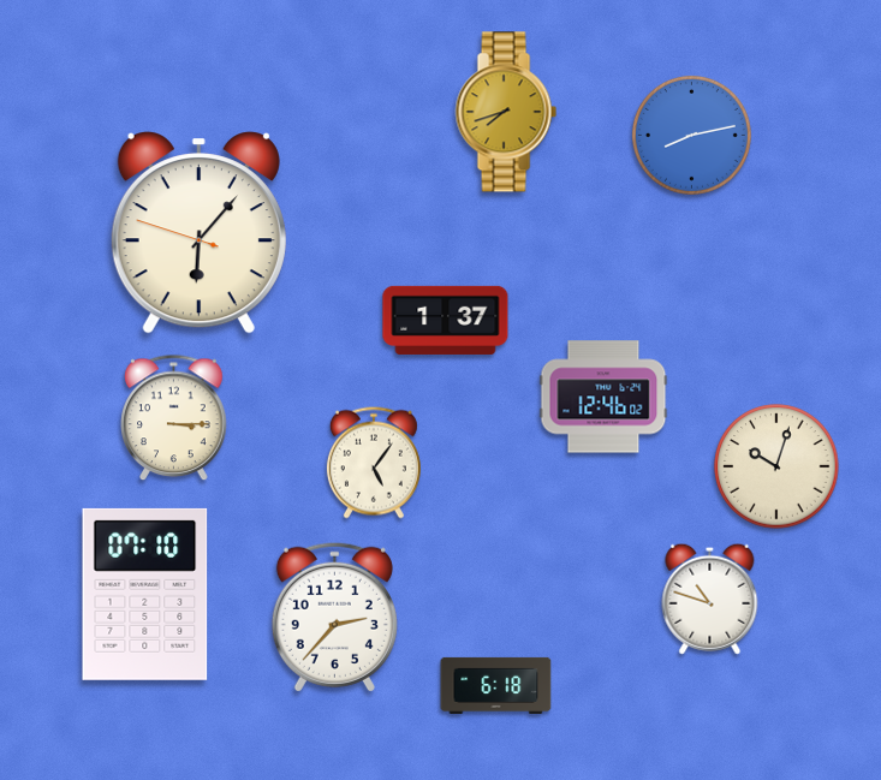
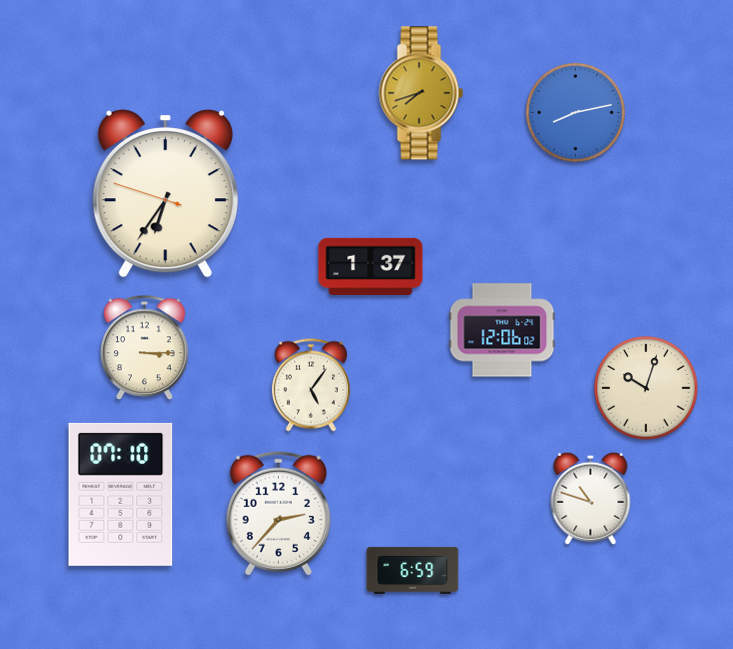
clock at (198, 233): 6:06 -> 6:35
clock at (603, 397): 12:46 -> 12:06
clock at (496, 685): 6:18 -> 6:59
